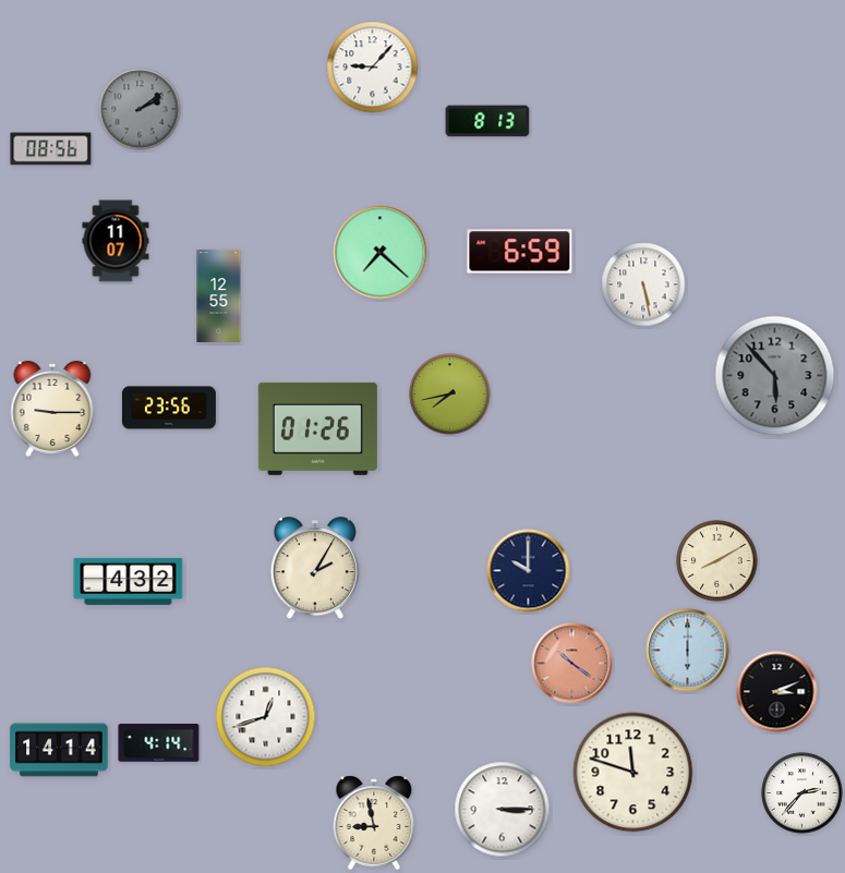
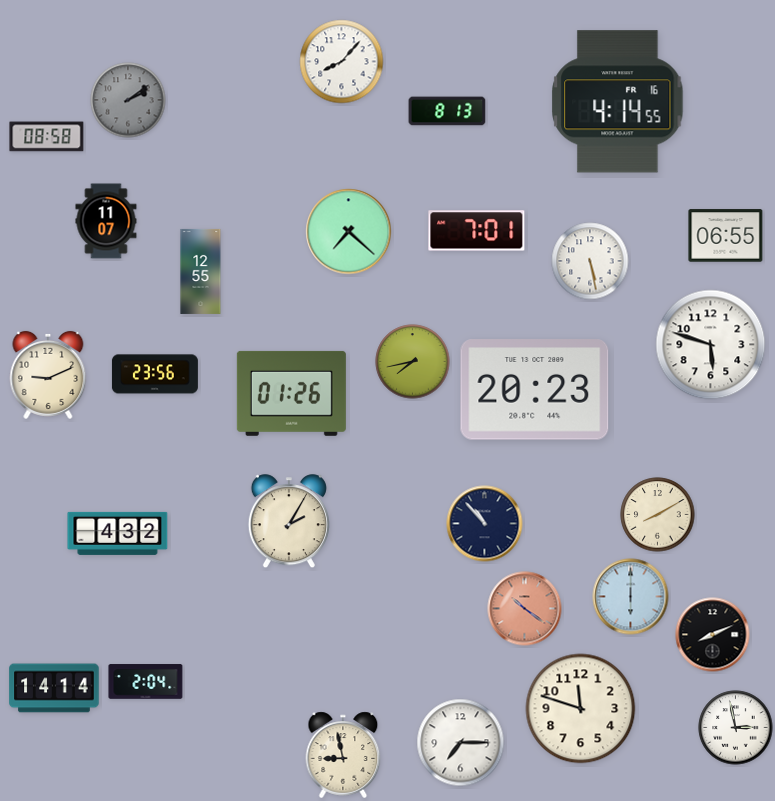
clock at (373, 68): 9:07 -> 8:07
clock at (618, 102): none -> 4:14
clock at (51, 149): 08:56 -> 08:58
clock at (520, 252): 6:59 -> 7:01
clock at (726, 236): none -> 06:55
clock at (775, 376): 5:53 -> 5:48
clock at (775, 376) dial: grey -> white
clock at (52, 409): 9:15 -> 9:11
clock at (535, 390): none -> 20:23
clock at (529, 571): 10:00 -> 10:53
clock at (777, 692): 3:11 -> 8:11
clock at (266, 717): 12:42 -> none
clock at (159, 743): 4:14 -> 2:04
clock at (802, 793): 2:37 -> 2:58
clock at (503, 810): 3:15 -> 7:15
